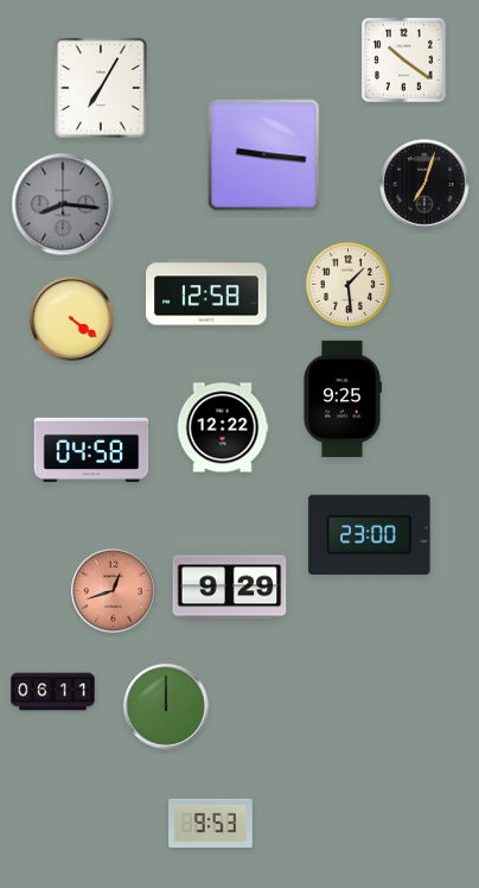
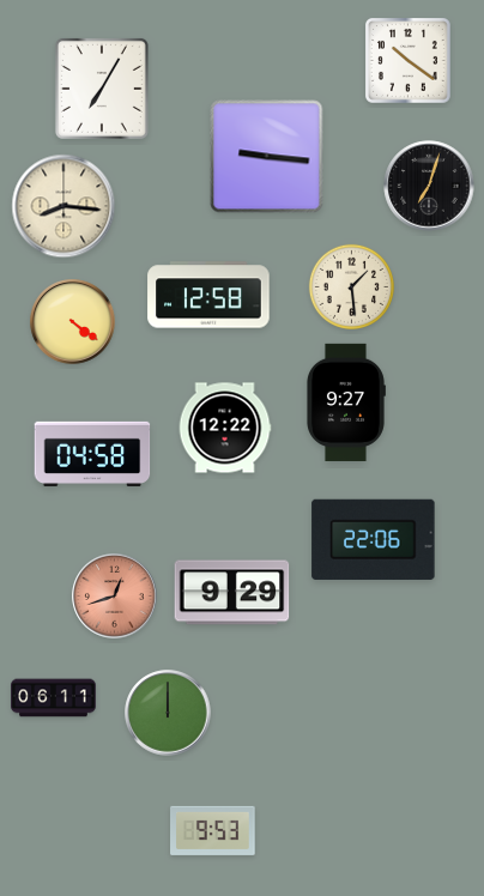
clock at (63, 204) dial: grey -> cream
clock at (343, 399): 9:25 -> 9:27
clock at (223, 427) position: (223, 427) -> (225, 428)
clock at (370, 534): 23:00 -> 22:06
